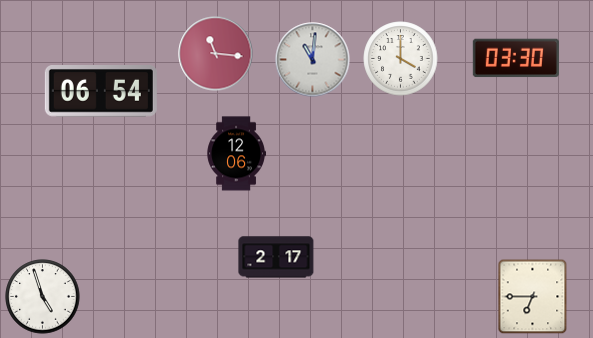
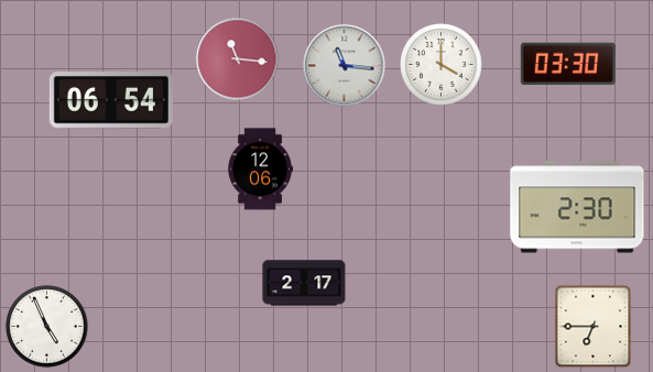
clock at (313, 60): 11:01 -> 11:16
clock at (577, 207): none -> 2:30
clock at (43, 297): 4:57 -> 4:56
clock at (533, 297) position: (533, 297) -> (594, 327)
